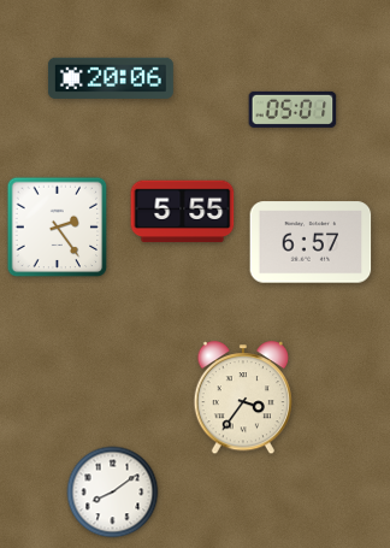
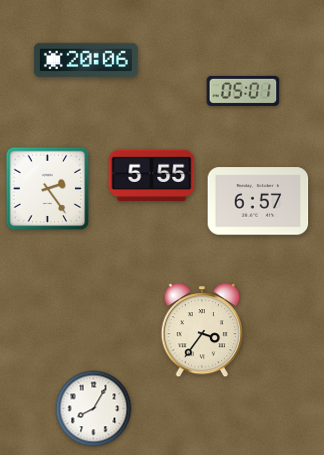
clock at (111, 78) position: (111, 78) -> (86, 60)
clock at (113, 493): 8:09 -> 8:05
